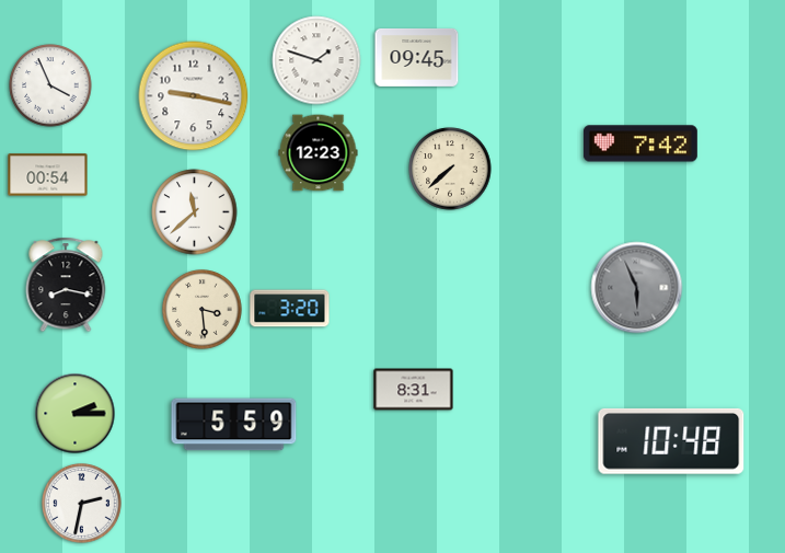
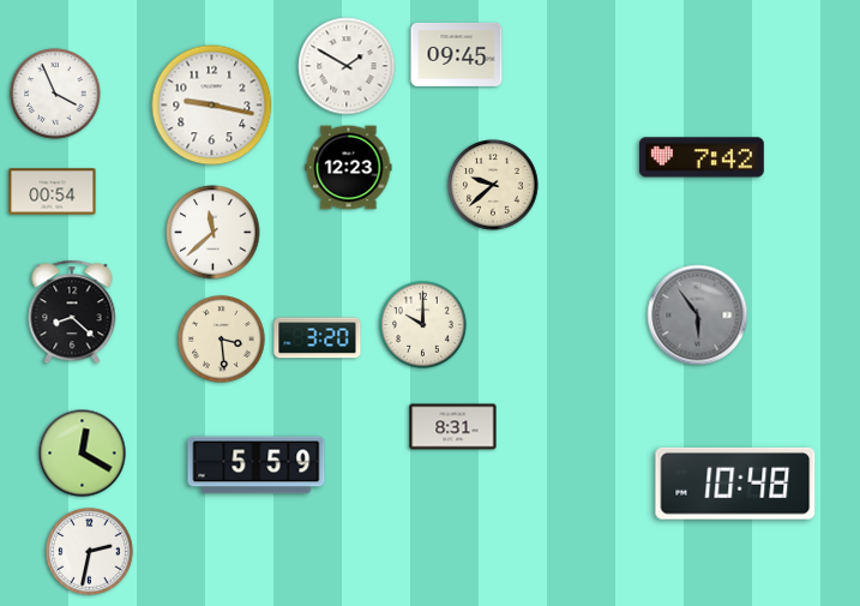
clock at (417, 57) position: (417, 57) -> (457, 54)
clock at (316, 60): 1:48 -> 1:50
clock at (450, 169): 7:38 -> 9:38
clock at (66, 285): 8:17 -> 8:22
clock at (637, 288): 5:56 -> 5:54
clock at (423, 325): none -> 10:00
clock at (76, 414): 2:15 -> 12:20
